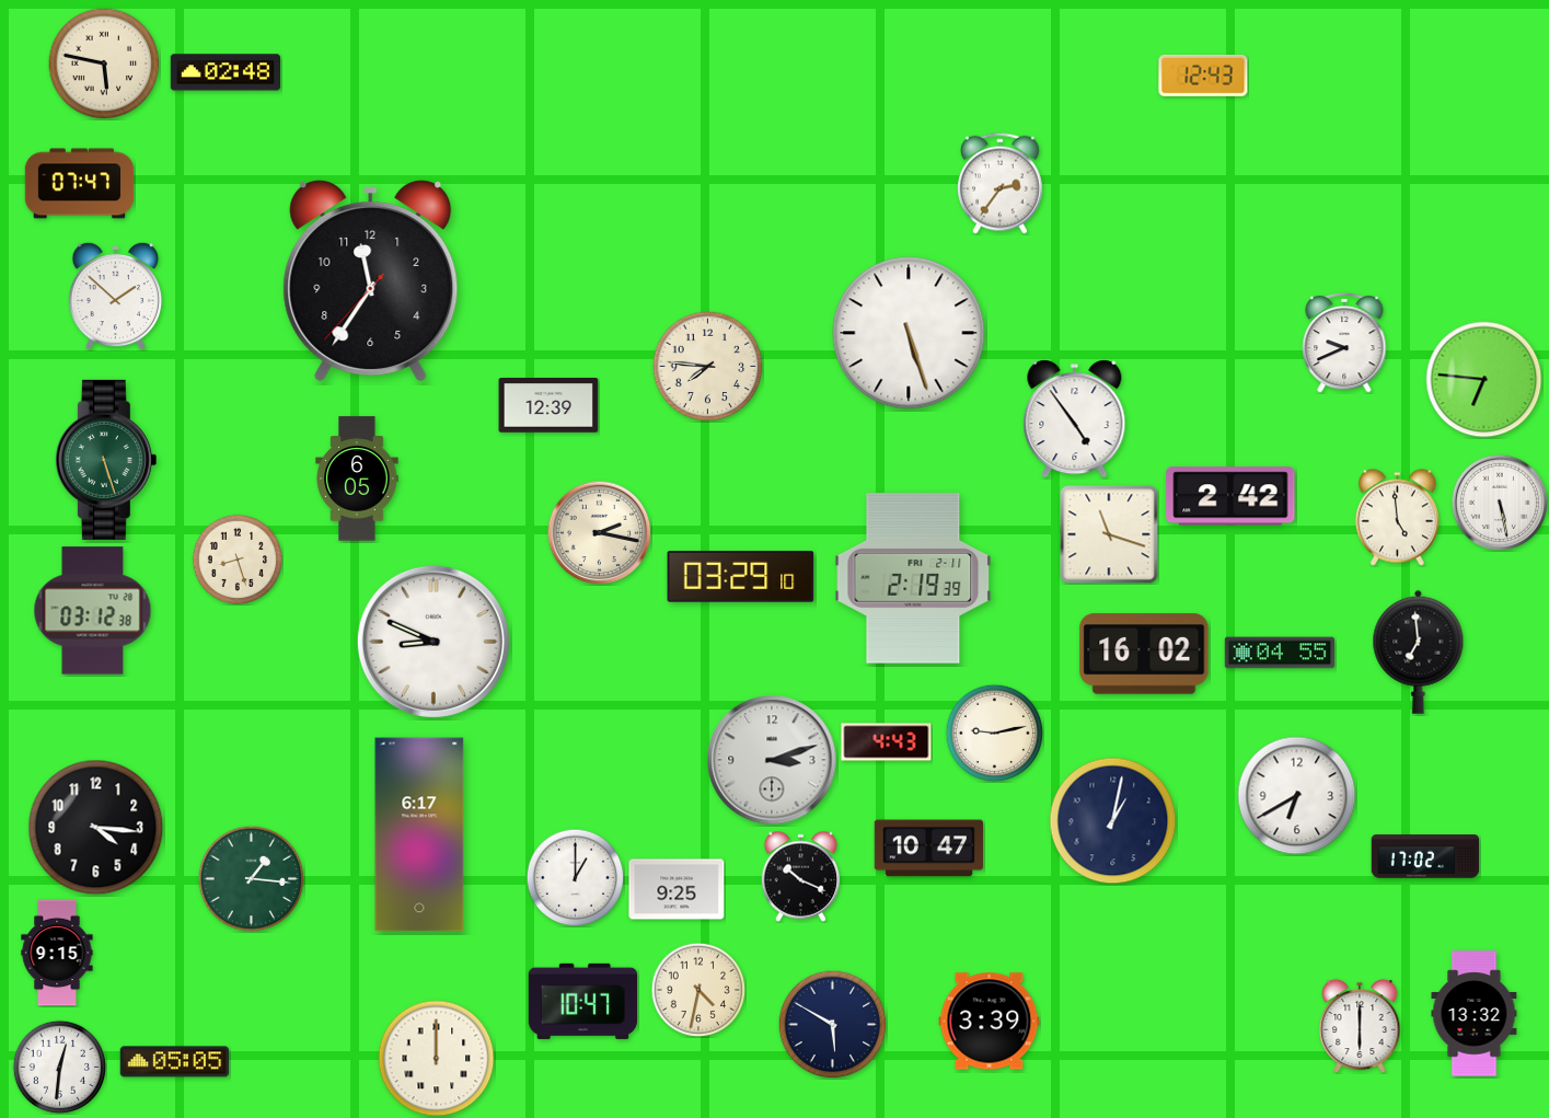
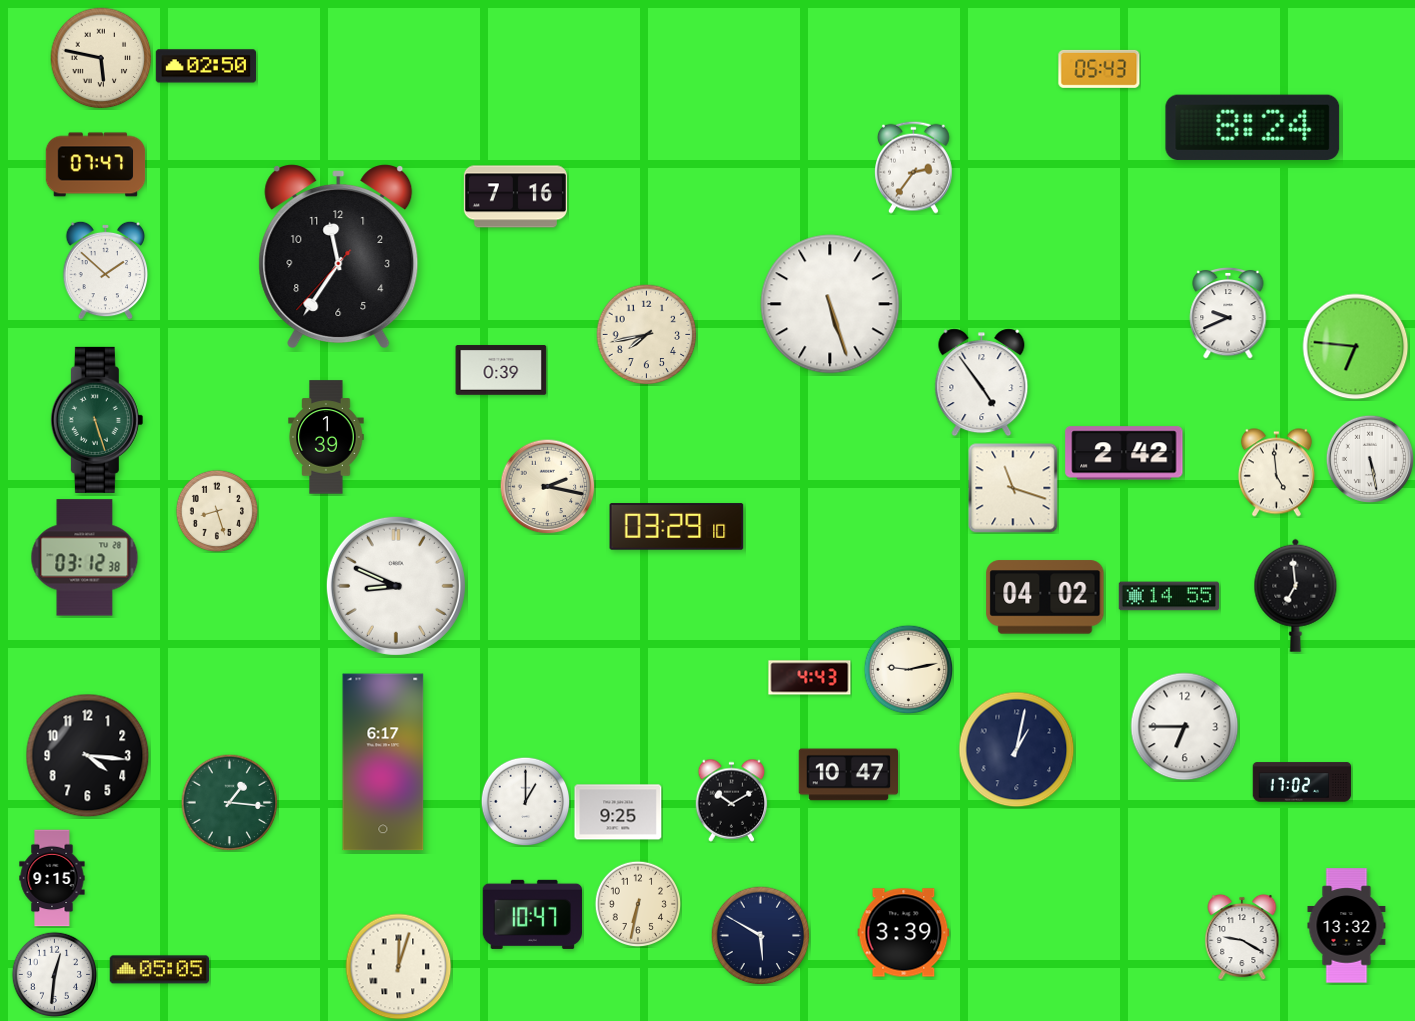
clock at (104, 64) position: (104, 64) -> (101, 58)
clock at (224, 72): 02:48 -> 02:50
clock at (1203, 76): 12:43 -> 05:43
clock at (1253, 127): none -> 8:24
clock at (80, 184) position: (80, 184) -> (96, 165)
clock at (515, 197): none -> 7:16
clock at (708, 367): 7:46 -> 7:43
clock at (548, 405): 12:39 -> 0:39
clock at (357, 479): 6:05 -> 1:39
clock at (913, 578): 2:19 -> none
clock at (1279, 653): 04:55 -> 14:55
clock at (1144, 654): 16:02 -> 04:02
clock at (772, 760): 3:12 -> none
clock at (1297, 796): 6:40 -> 6:45
clock at (801, 876): 10:19 -> 10:10
clock at (57, 953) position: (57, 953) -> (52, 878)
clock at (698, 990): 4:32 -> 6:32
clock at (1360, 1026): 6:00 -> 9:20
clock at (437, 1059): 12:00 -> 12:03
